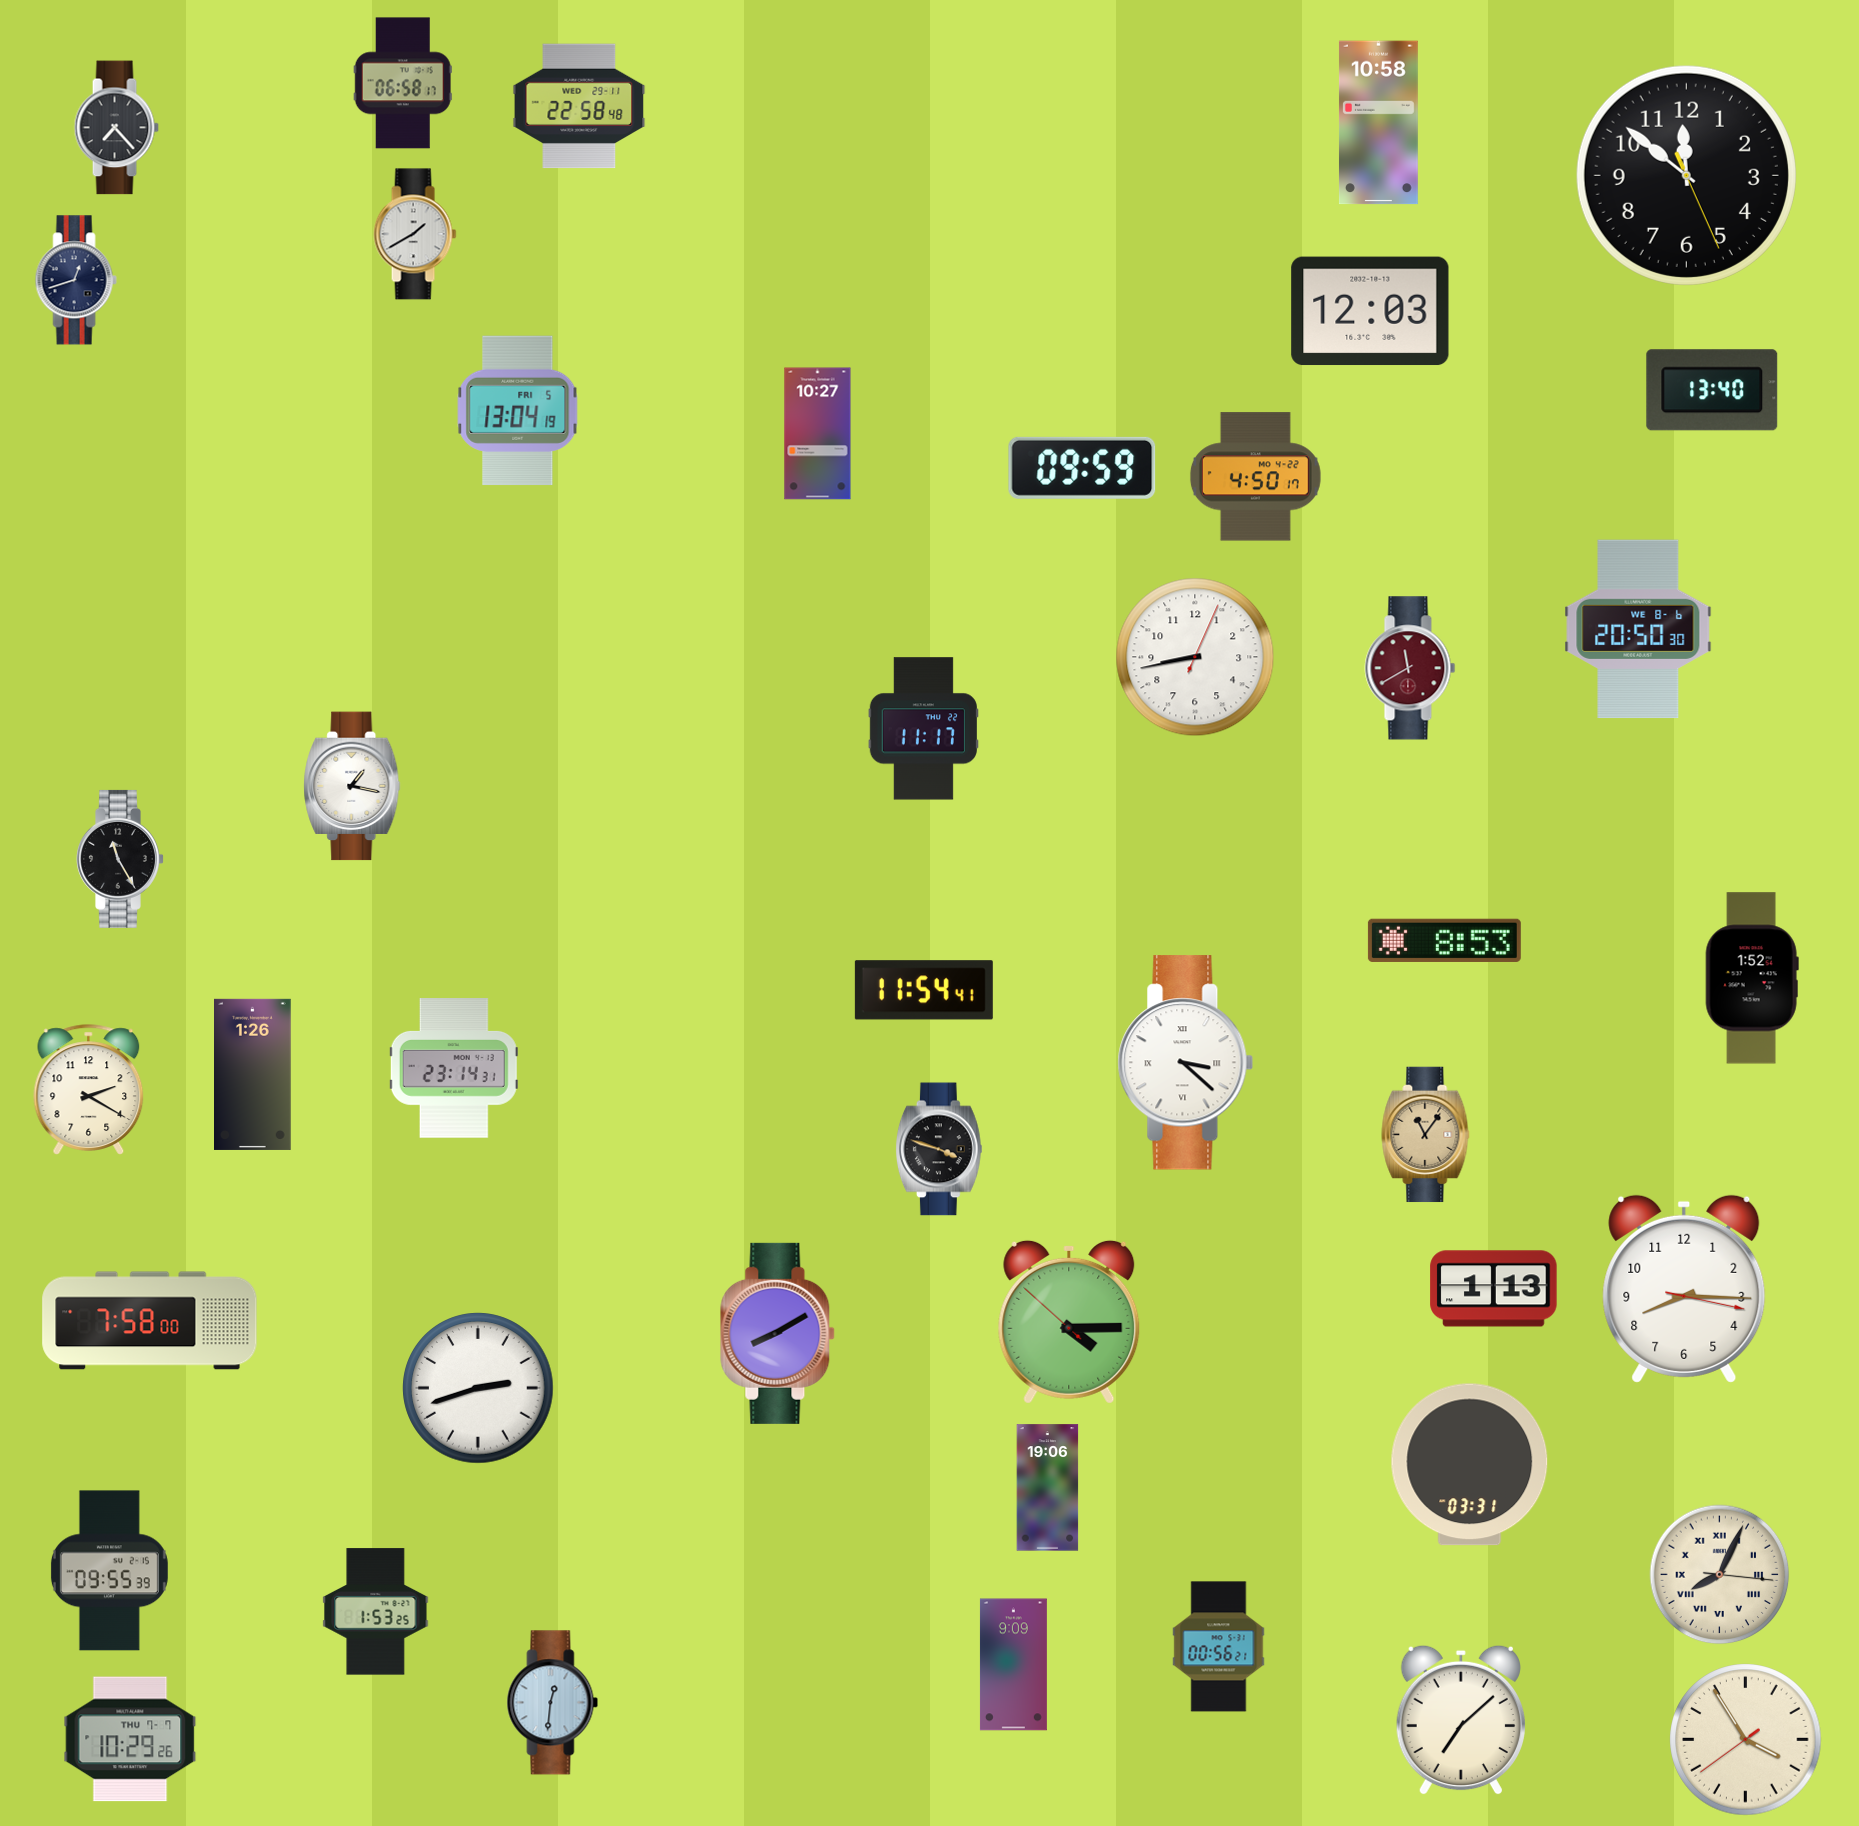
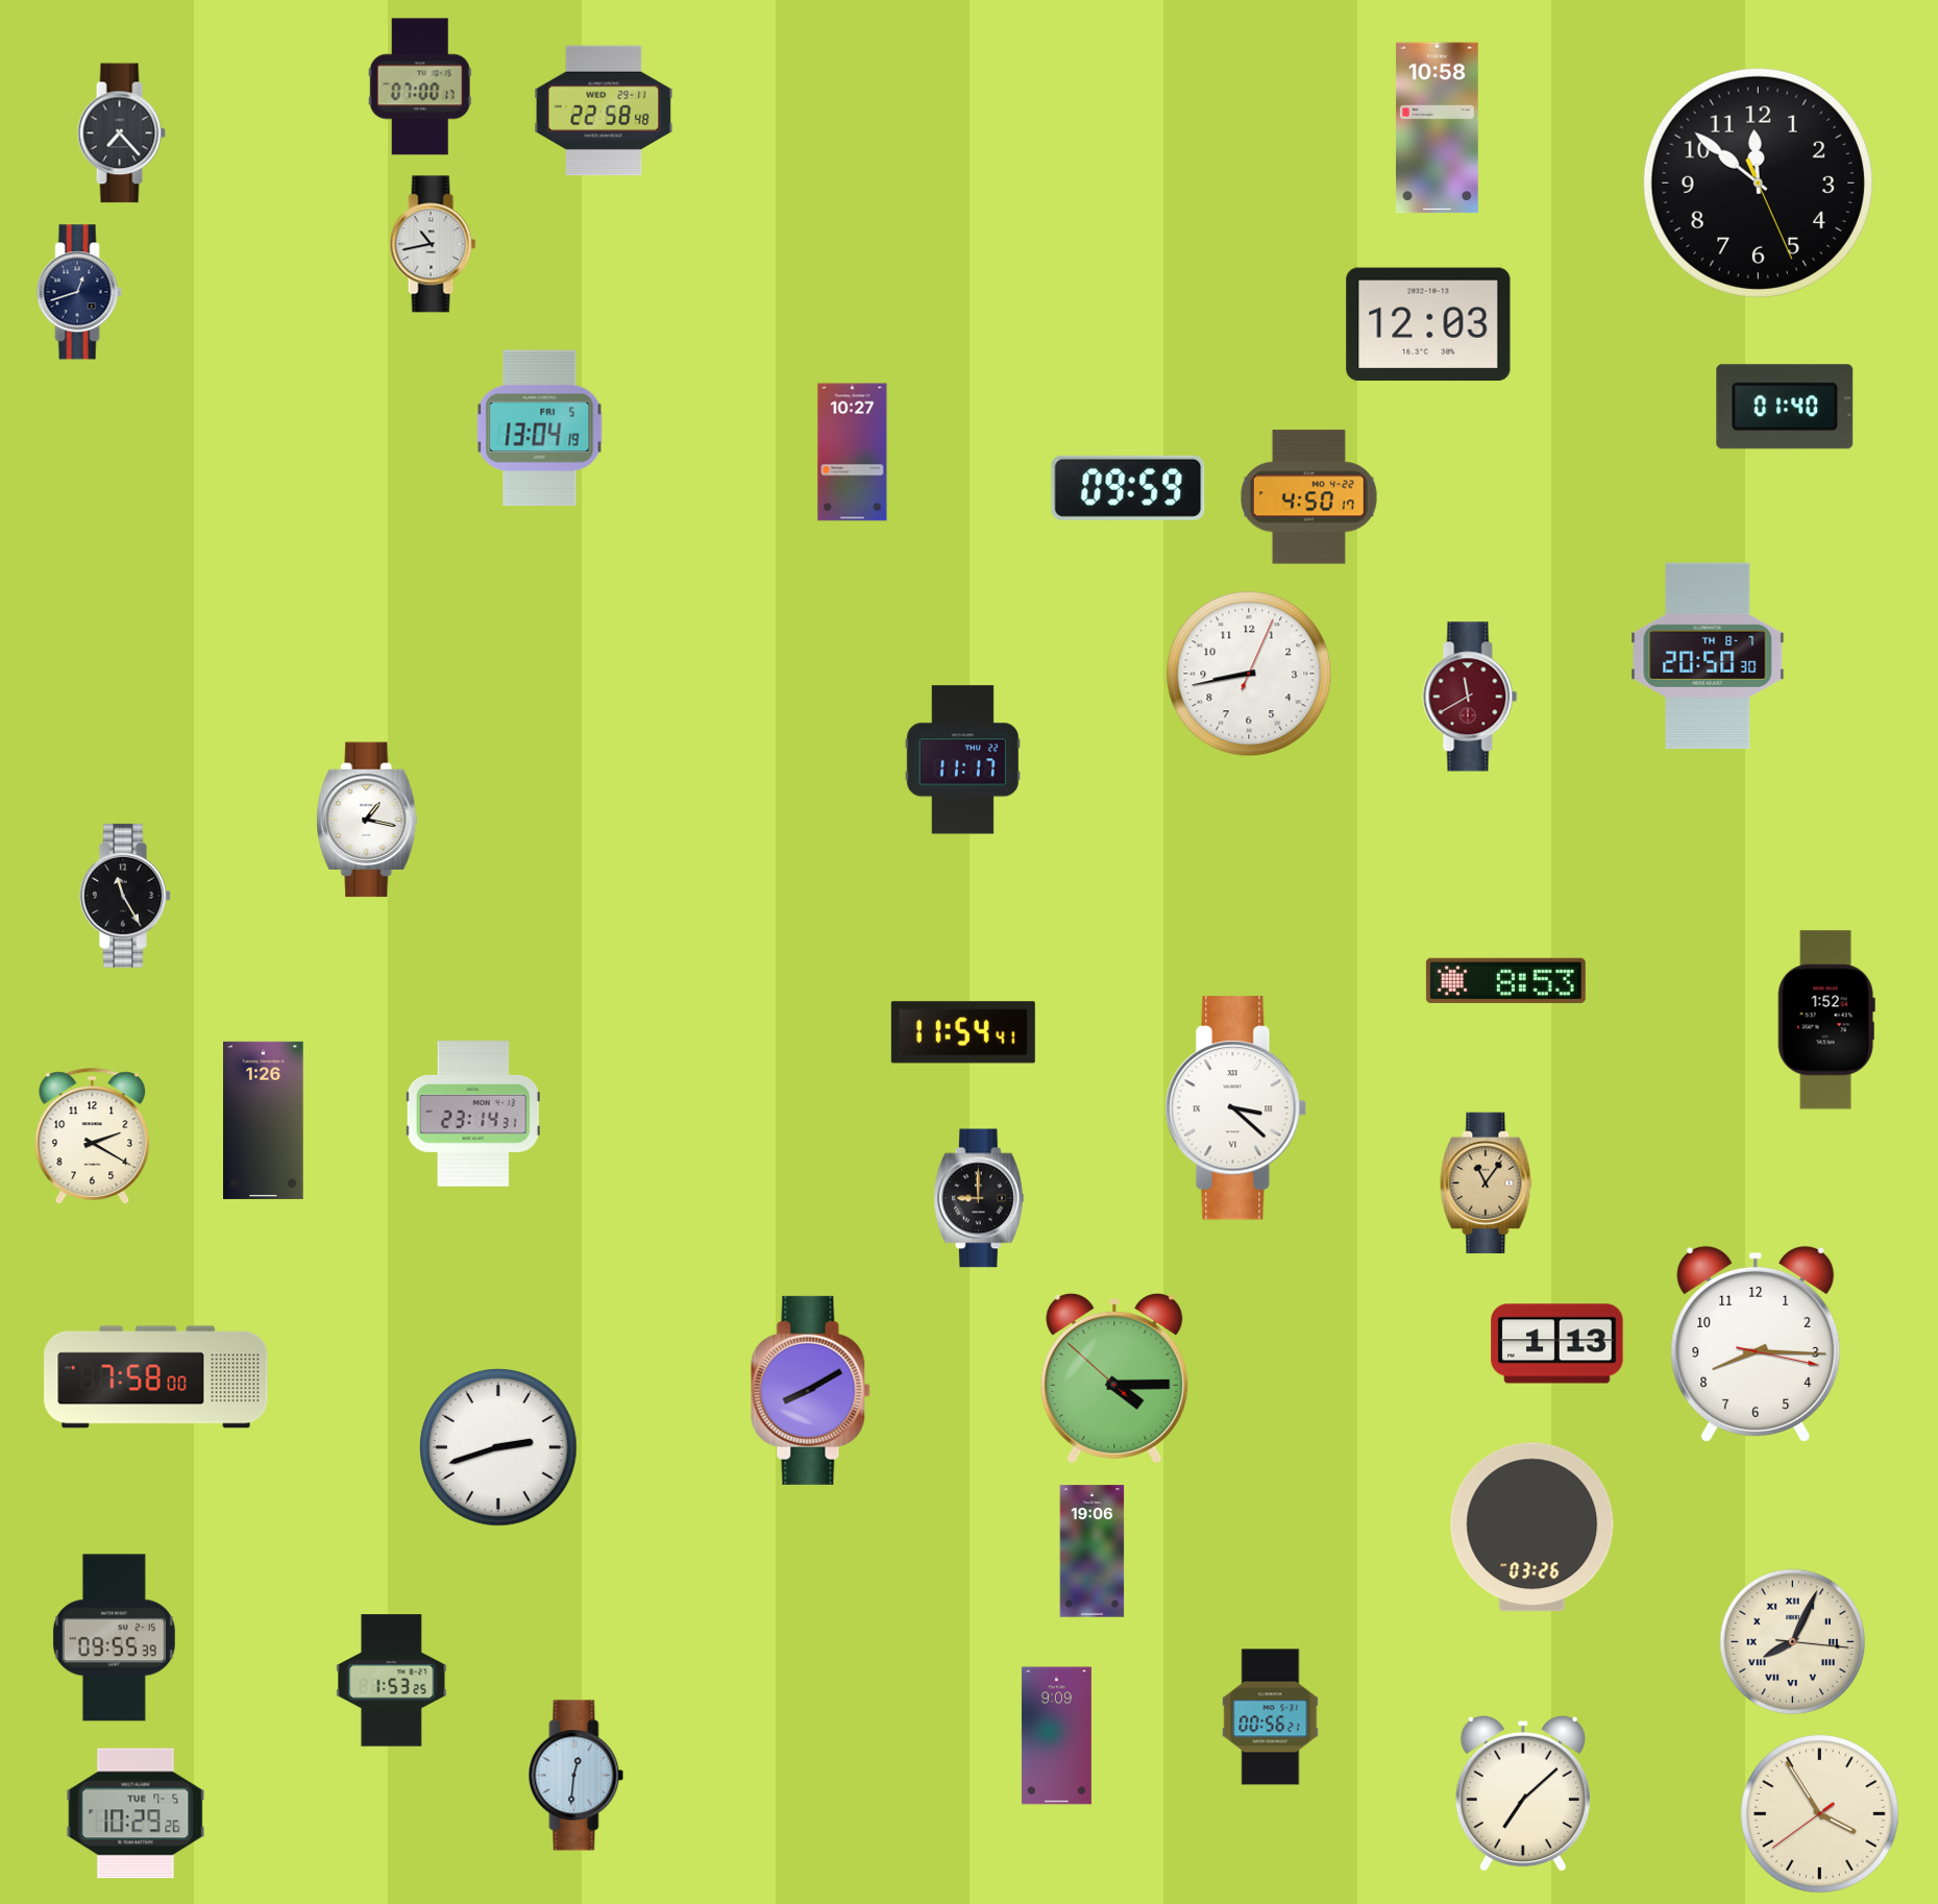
clock at (403, 83): 06:58 -> 07:00
clock at (415, 234): 1:40 -> 10:43
clock at (1712, 390): 13:40 -> 01:40
clock at (1638, 629) date: WE 8-6 -> TH 8-7
clock at (1195, 657) position: (1195, 657) -> (1249, 674)
clock at (939, 1149): 3:48 -> 9:00
clock at (1470, 1465): 03:31 -> 03:26
clock at (130, 1739) date: THU 7-7 -> TUE 7-5
